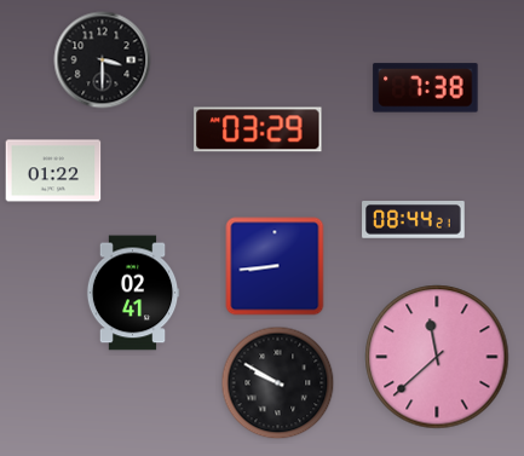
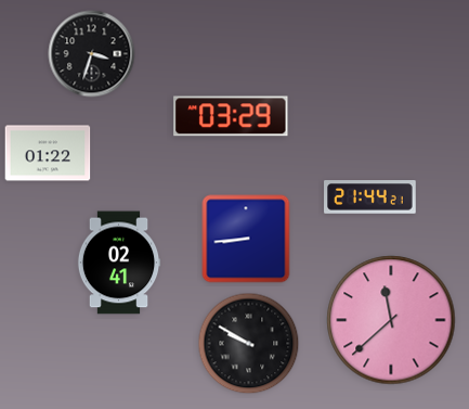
clock at (103, 60): 3:30 -> 3:33
clock at (426, 88): 7:38 -> none
clock at (414, 220): 08:44 -> 21:44
